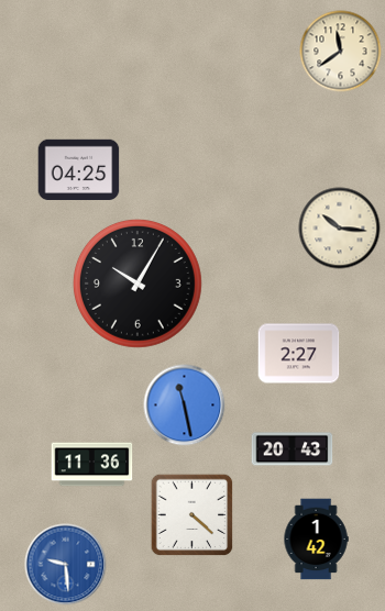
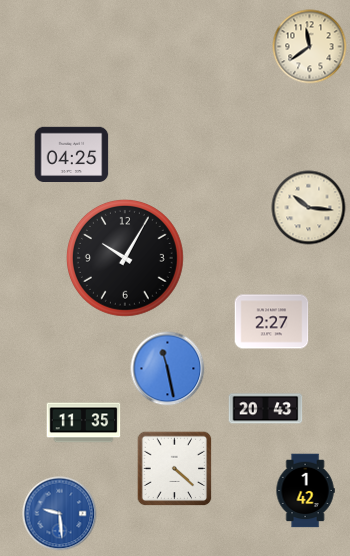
clock at (92, 465): 11:36 -> 11:35
clock at (316, 540) position: (316, 540) -> (305, 491)
